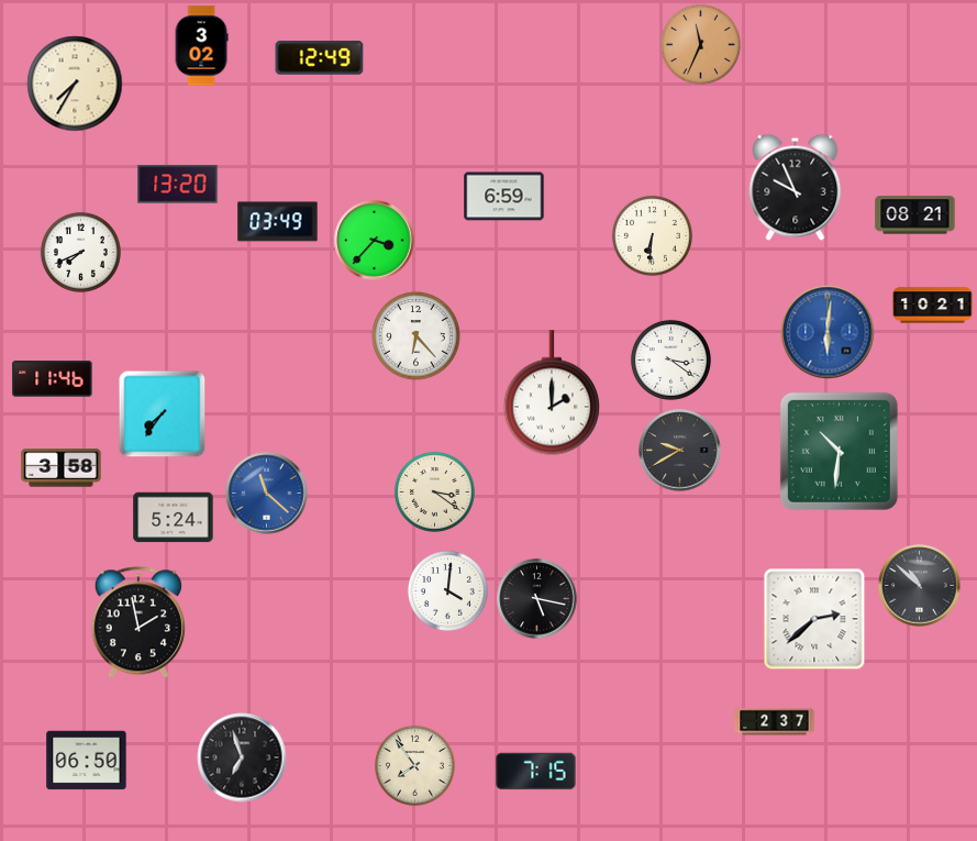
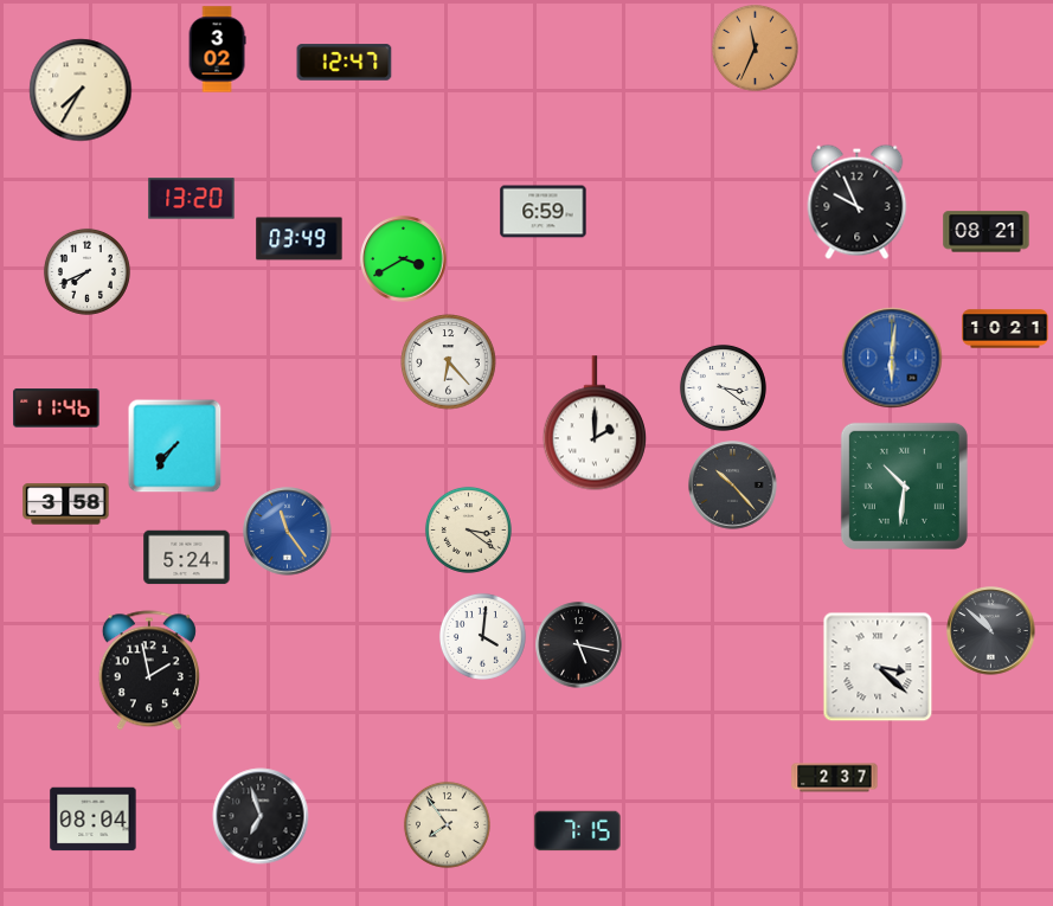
clock at (320, 58): 12:49 -> 12:47
clock at (652, 235): 6:31 -> none
clock at (375, 241): 3:37 -> 3:40
clock at (680, 451): 9:40 -> 10:23
clock at (267, 494): 11:22 -> 11:24
clock at (814, 619): 2:38 -> 3:22
clock at (87, 761): 06:50 -> 08:04
